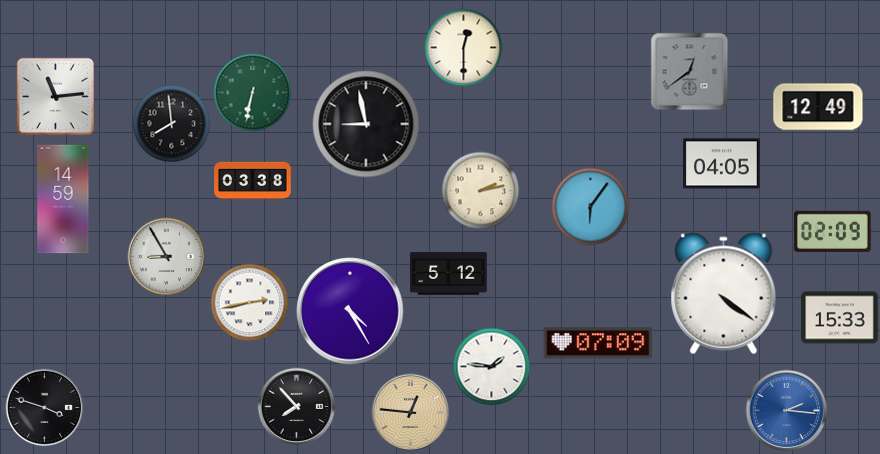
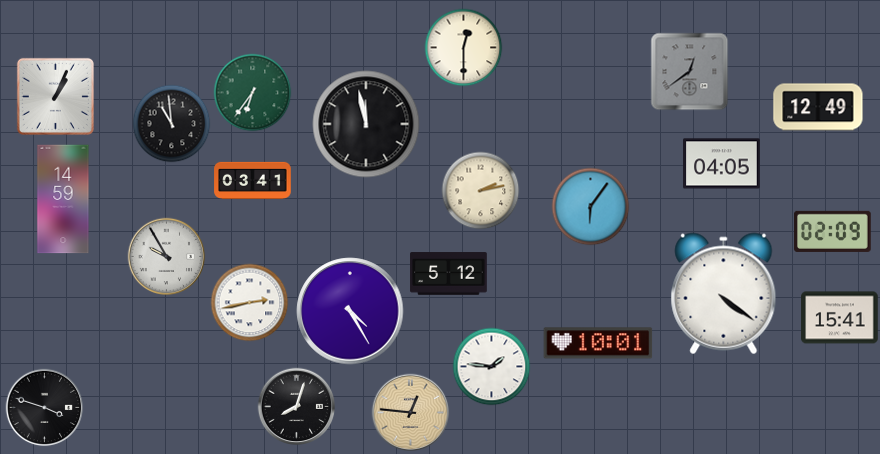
clock at (252, 92): 6:32 -> 6:36
clock at (55, 96): 11:14 -> 1:04
clock at (171, 123): 7:59 -> 10:59
clock at (366, 124): 8:58 -> 11:58
clock at (253, 180): 03:38 -> 03:41
clock at (166, 256): 8:55 -> 9:55
clock at (840, 318): 15:33 -> 15:41
clock at (598, 343): 07:09 -> 10:01
clock at (296, 406): 7:53 -> 8:03
clock at (786, 410): 2:16 -> none
